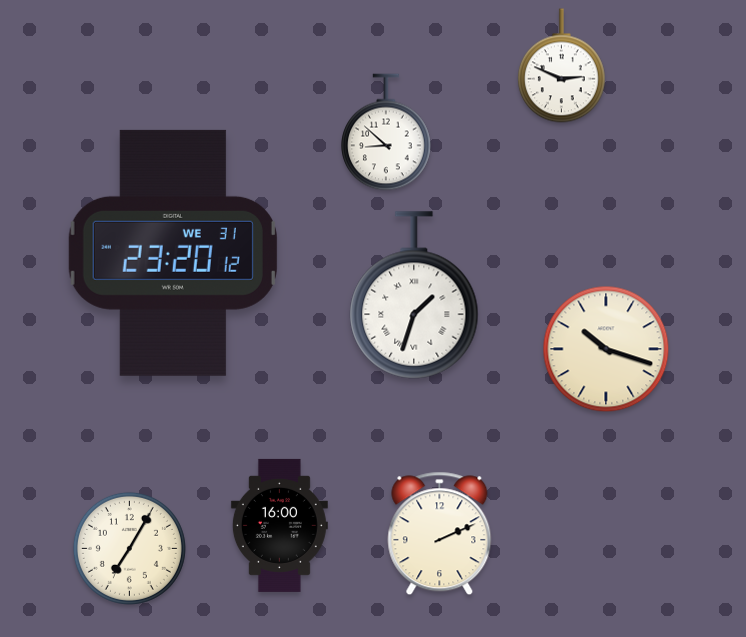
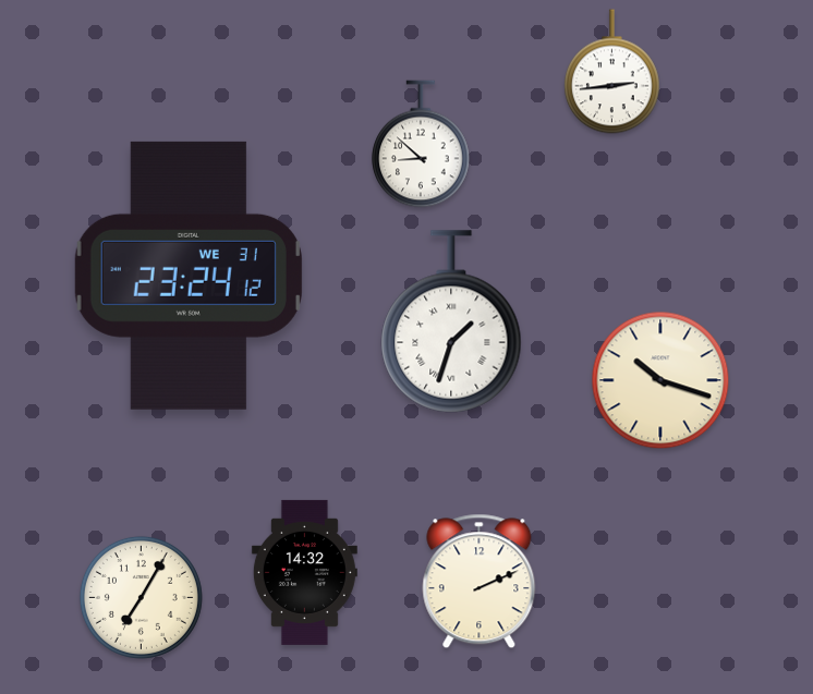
clock at (561, 66): 2:49 -> 2:44
clock at (173, 253): 23:20 -> 23:24
clock at (279, 525): 16:00 -> 14:32
